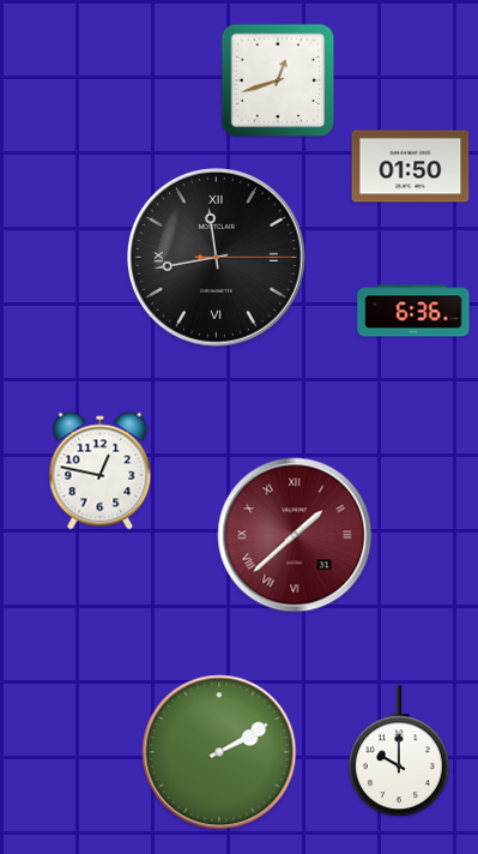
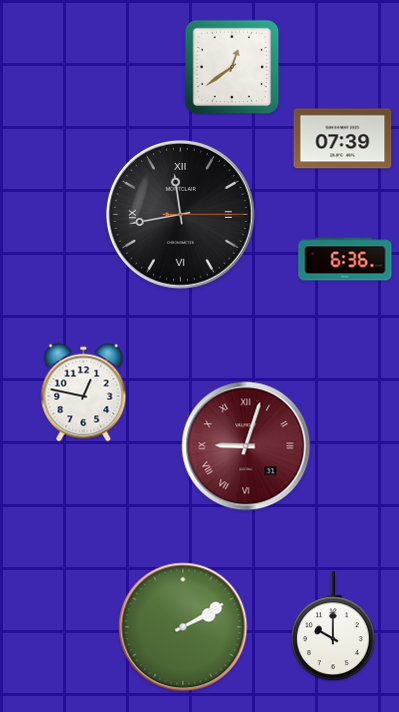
clock at (278, 80): 12:42 -> 12:39
clock at (411, 167): 01:50 -> 07:39
clock at (295, 535): 1:38 -> 9:03
